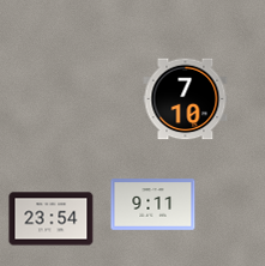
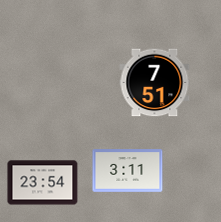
clock at (186, 99): 7:10 -> 7:51
clock at (153, 205): 9:11 -> 3:11
